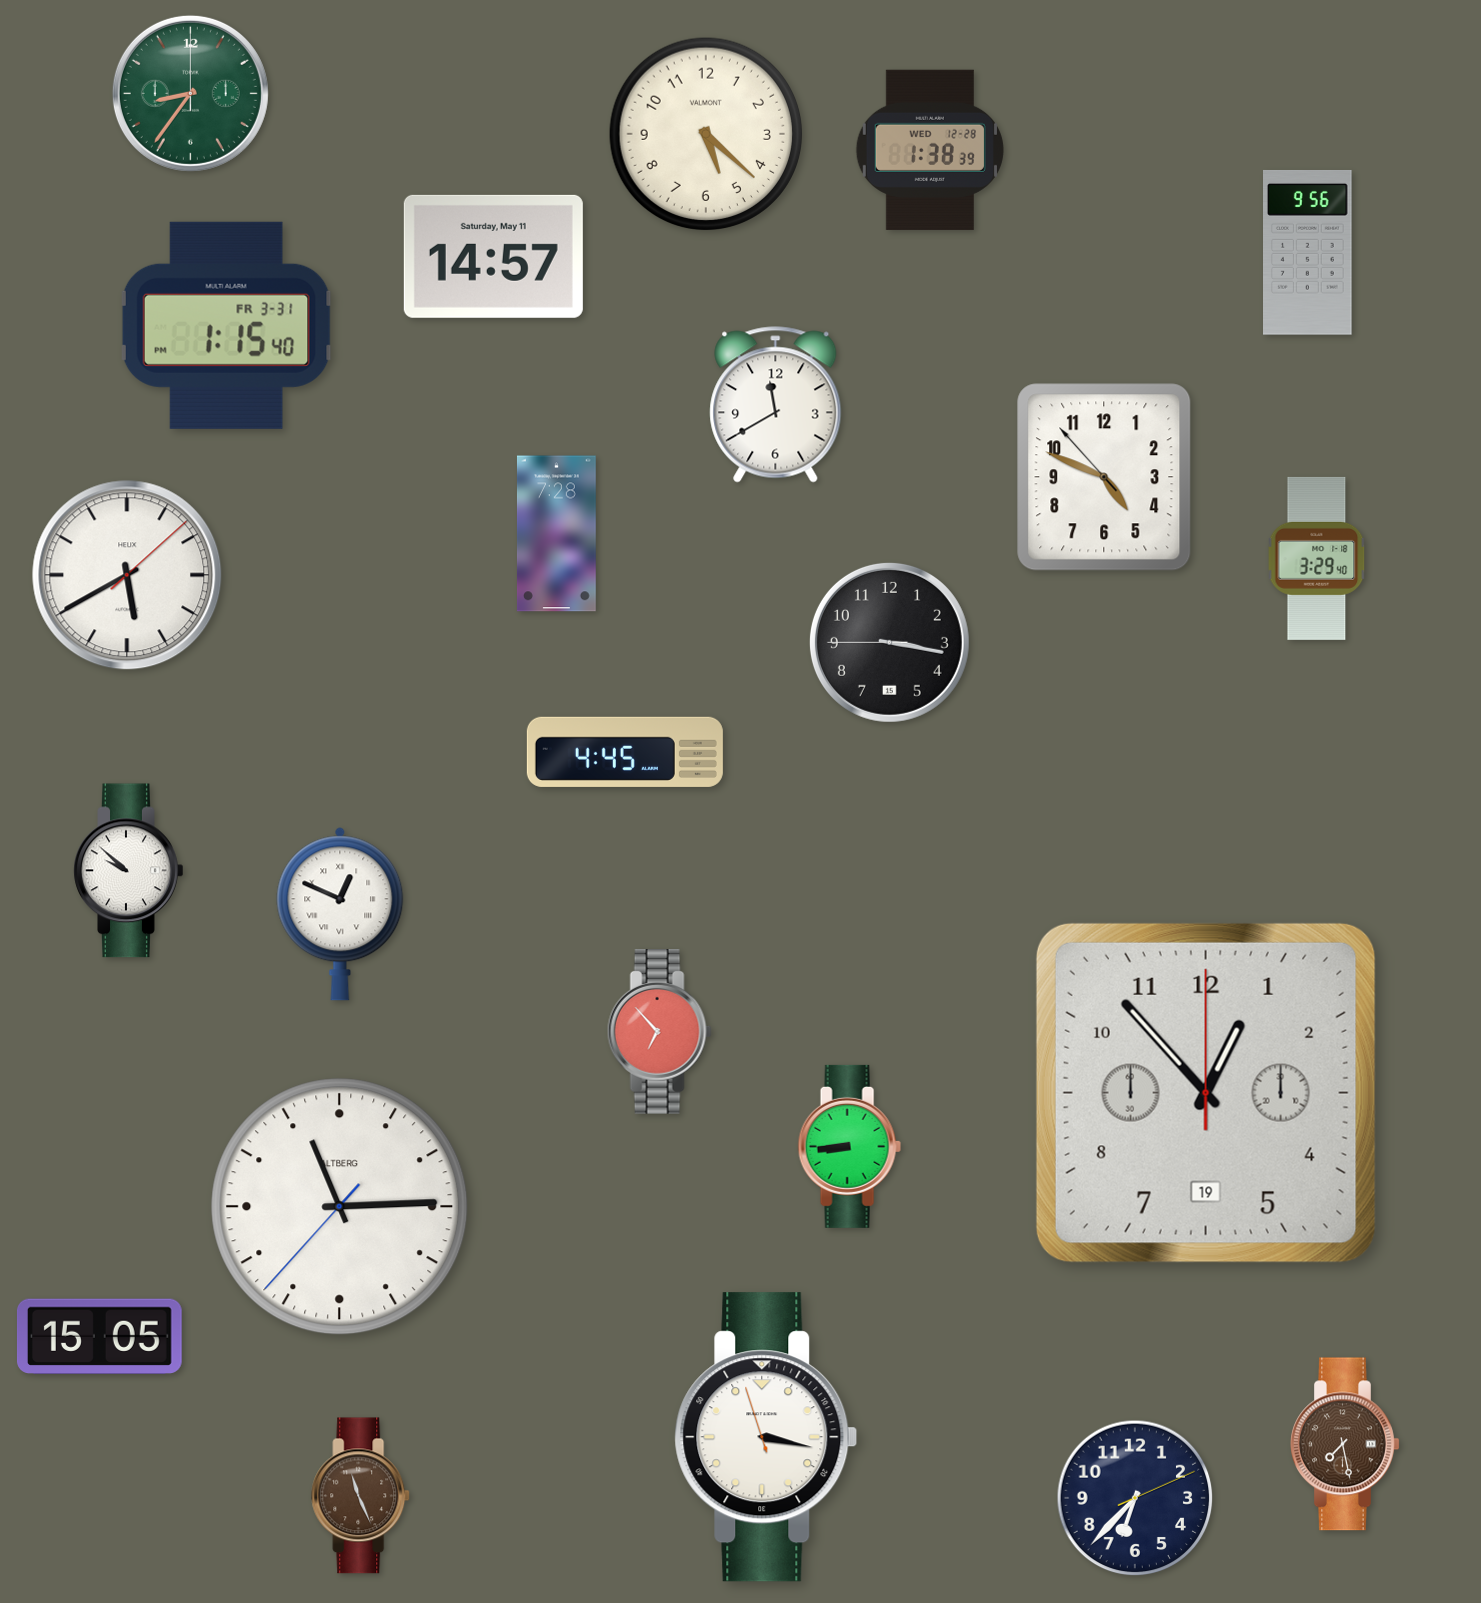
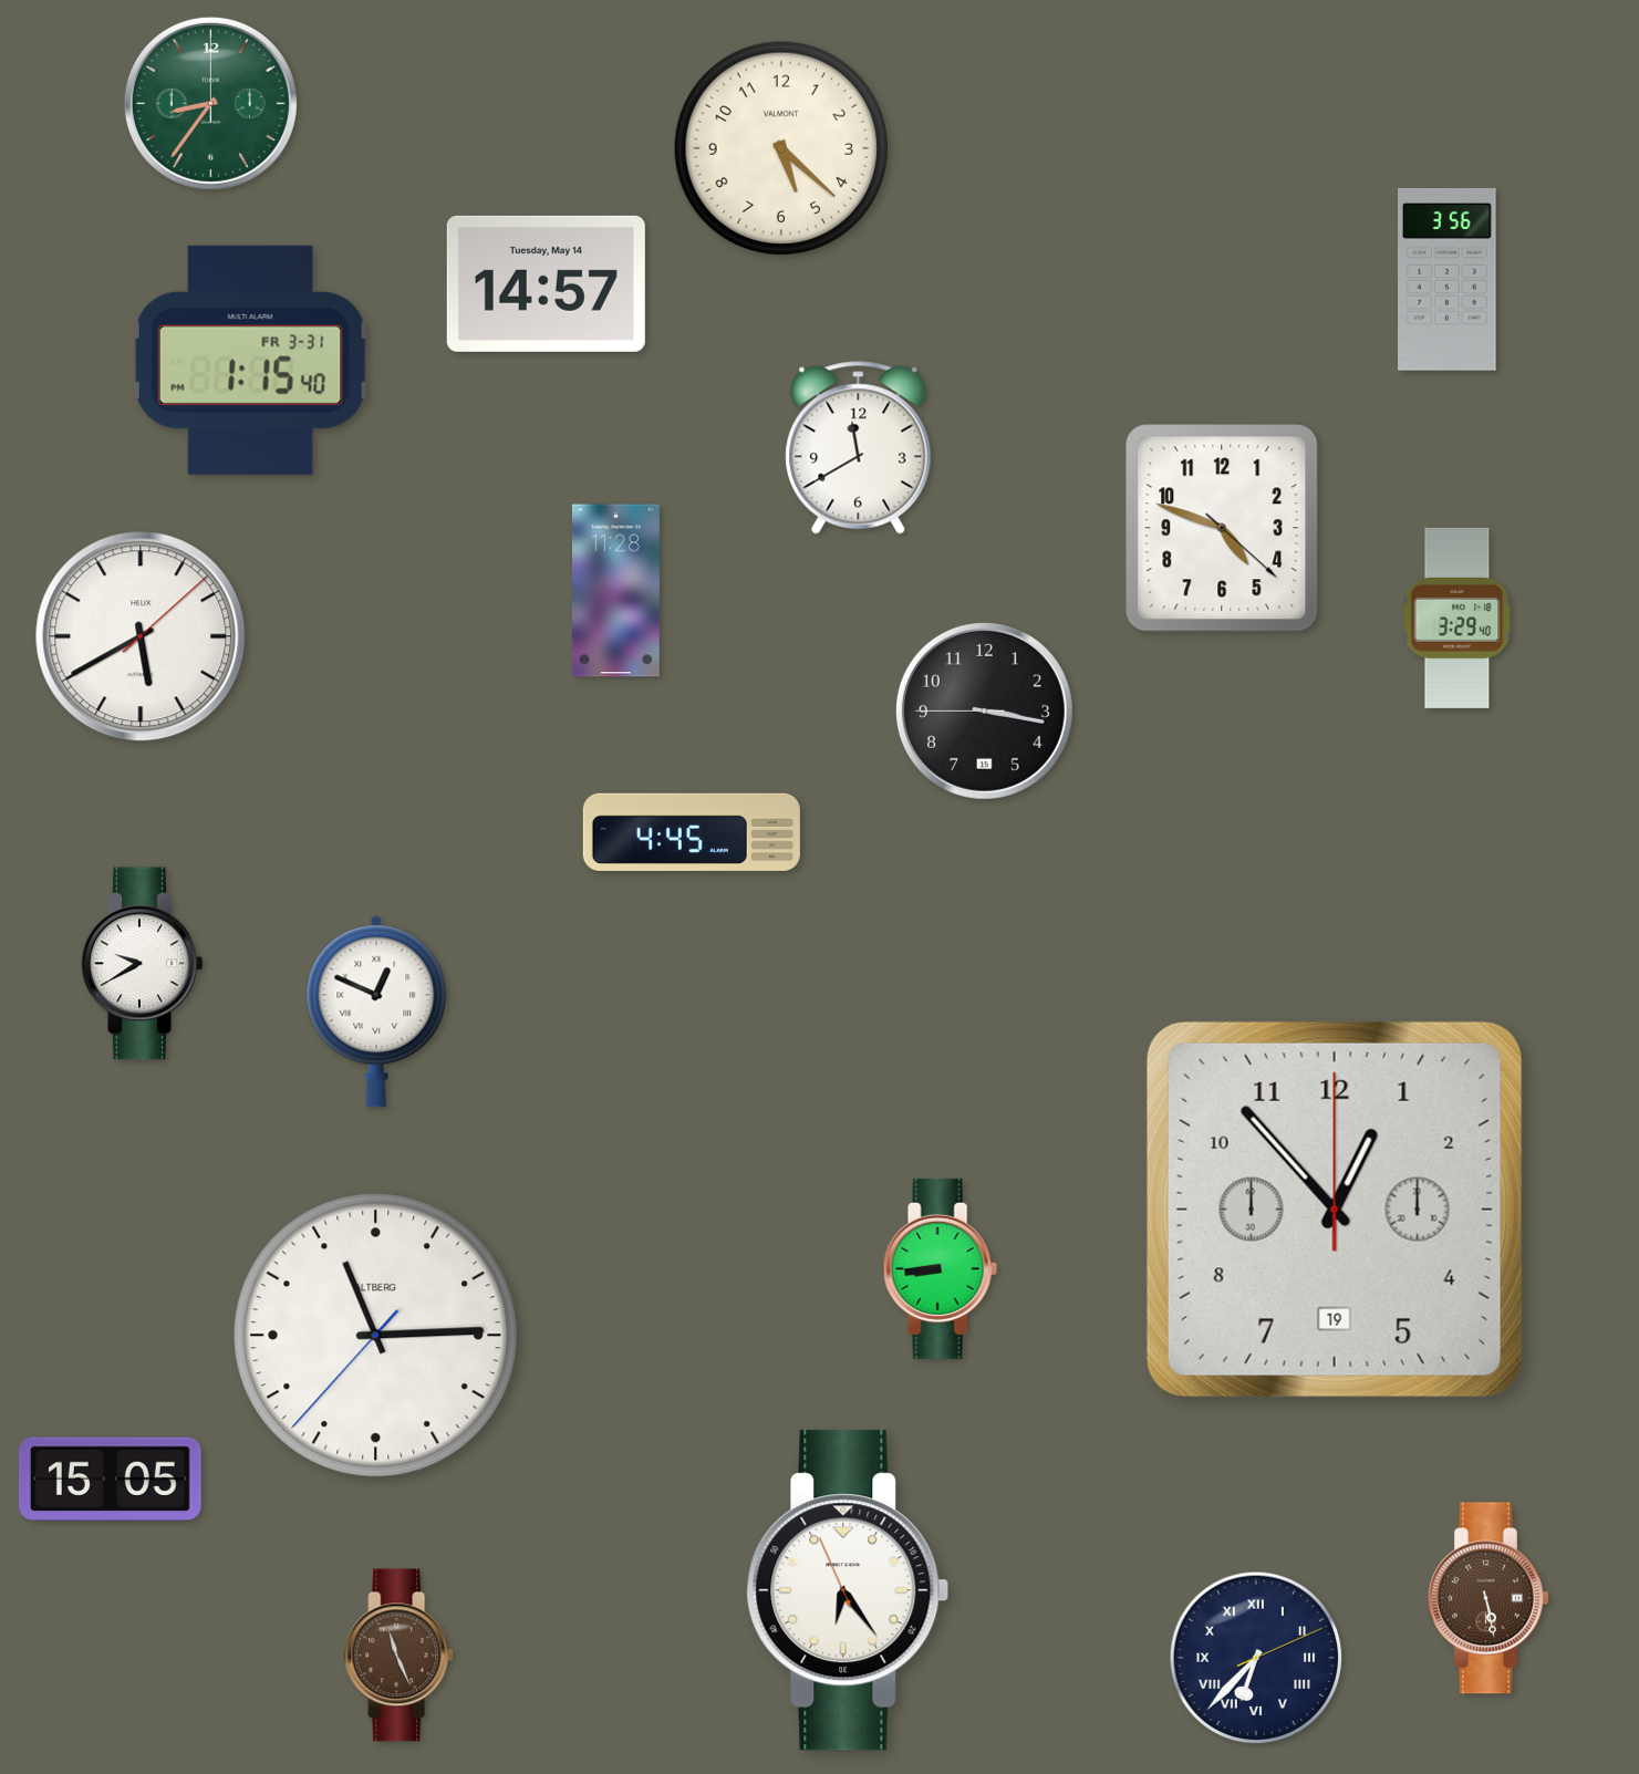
clock at (930, 150): 1:38 -> none
clock at (1308, 252): 9:56 -> 3:56
clock at (493, 256) date: Saturday, May 11 -> Tuesday, May 14
clock at (1104, 477): 4:48:53 -> 4:48:22
clock at (556, 534): 7:28 -> 11:28
clock at (129, 871): 9:52 -> 9:40
clock at (659, 1032): 6:53 -> none
clock at (766, 1437): 3:16 -> 6:23
clock at (1345, 1444): 7:28 -> 5:28
clock at (1135, 1498) numerals: Arabic -> Roman
